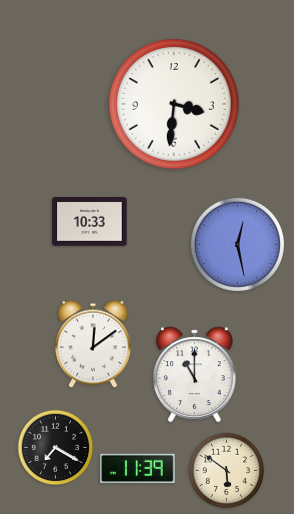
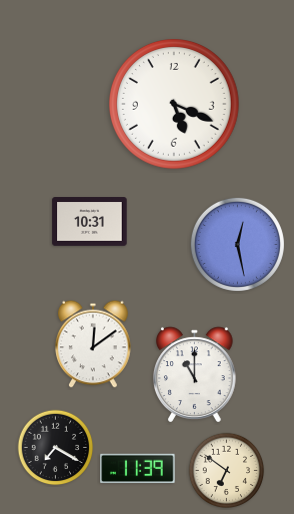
clock at (175, 105): 3:31 -> 5:19
clock at (90, 222): 10:33 -> 10:31
clock at (227, 471): 5:51 -> 6:51
